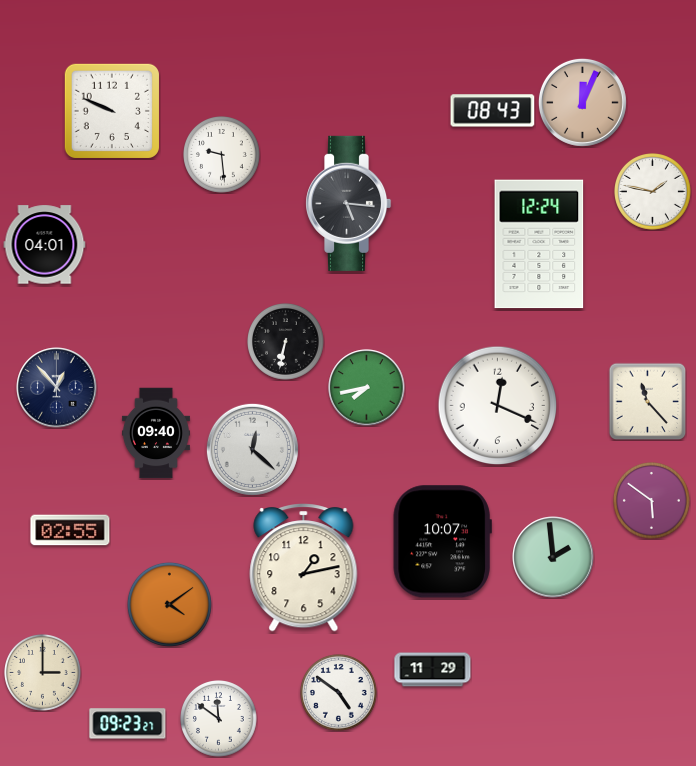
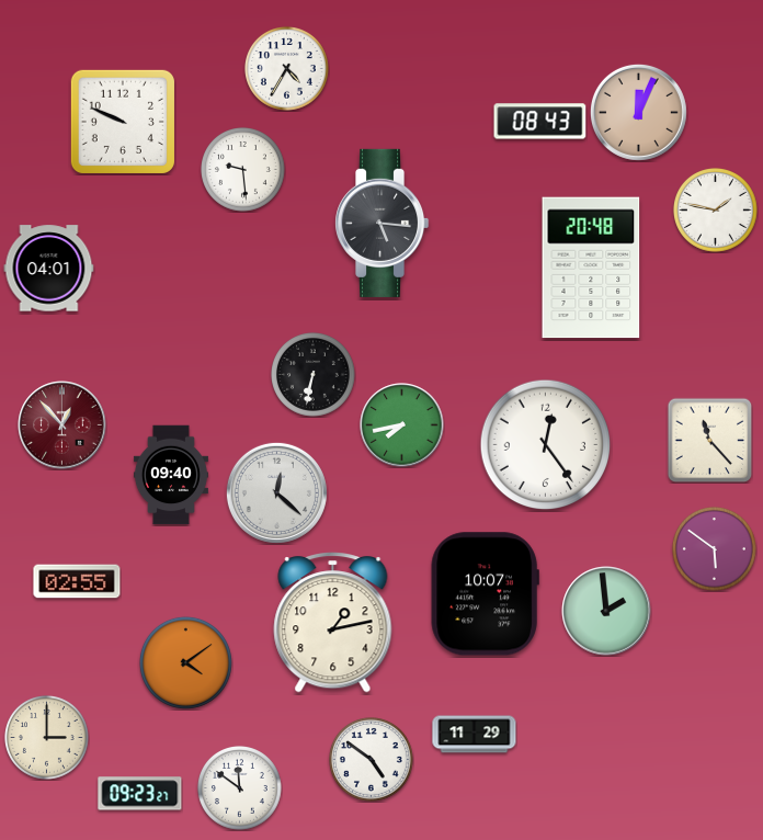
clock at (287, 69): none -> 4:35
clock at (539, 244): 12:24 -> 20:48
clock at (57, 388) dial: navy -> burgundy
clock at (498, 406): 12:19 -> 12:24
